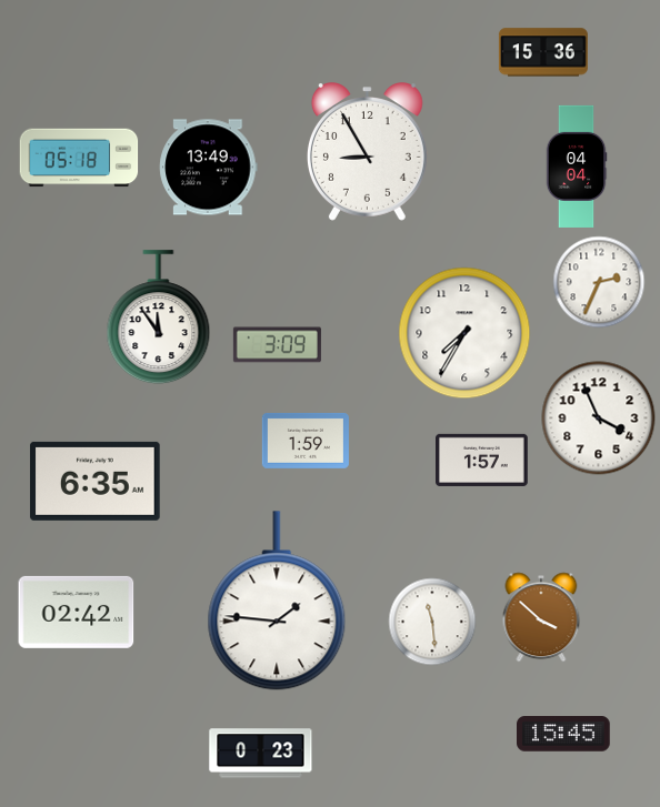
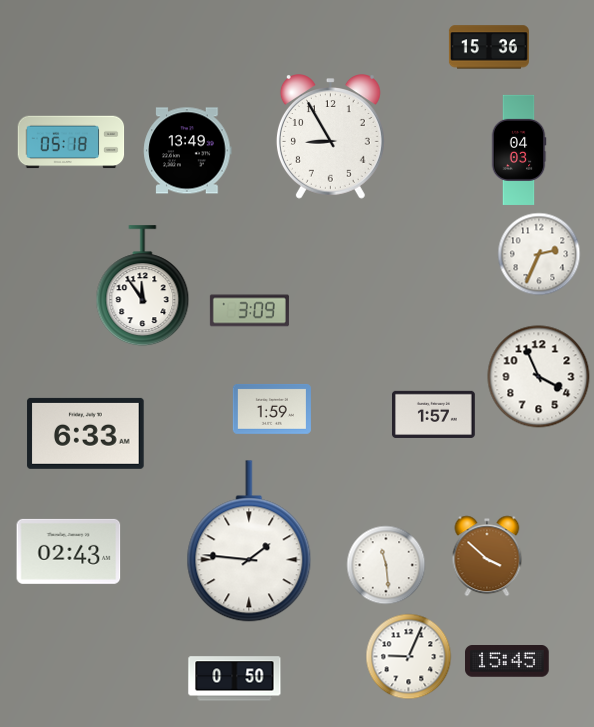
clock at (577, 167): 04:04 -> 04:03
clock at (464, 333): 7:35 -> none
clock at (306, 441) position: (306, 441) -> (272, 409)
clock at (96, 481): 6:35 -> 6:33
clock at (77, 612): 02:42 -> 02:43
clock at (432, 622) position: (432, 622) -> (386, 565)
clock at (409, 657): none -> 9:04
clock at (261, 754): 0:23 -> 0:50
